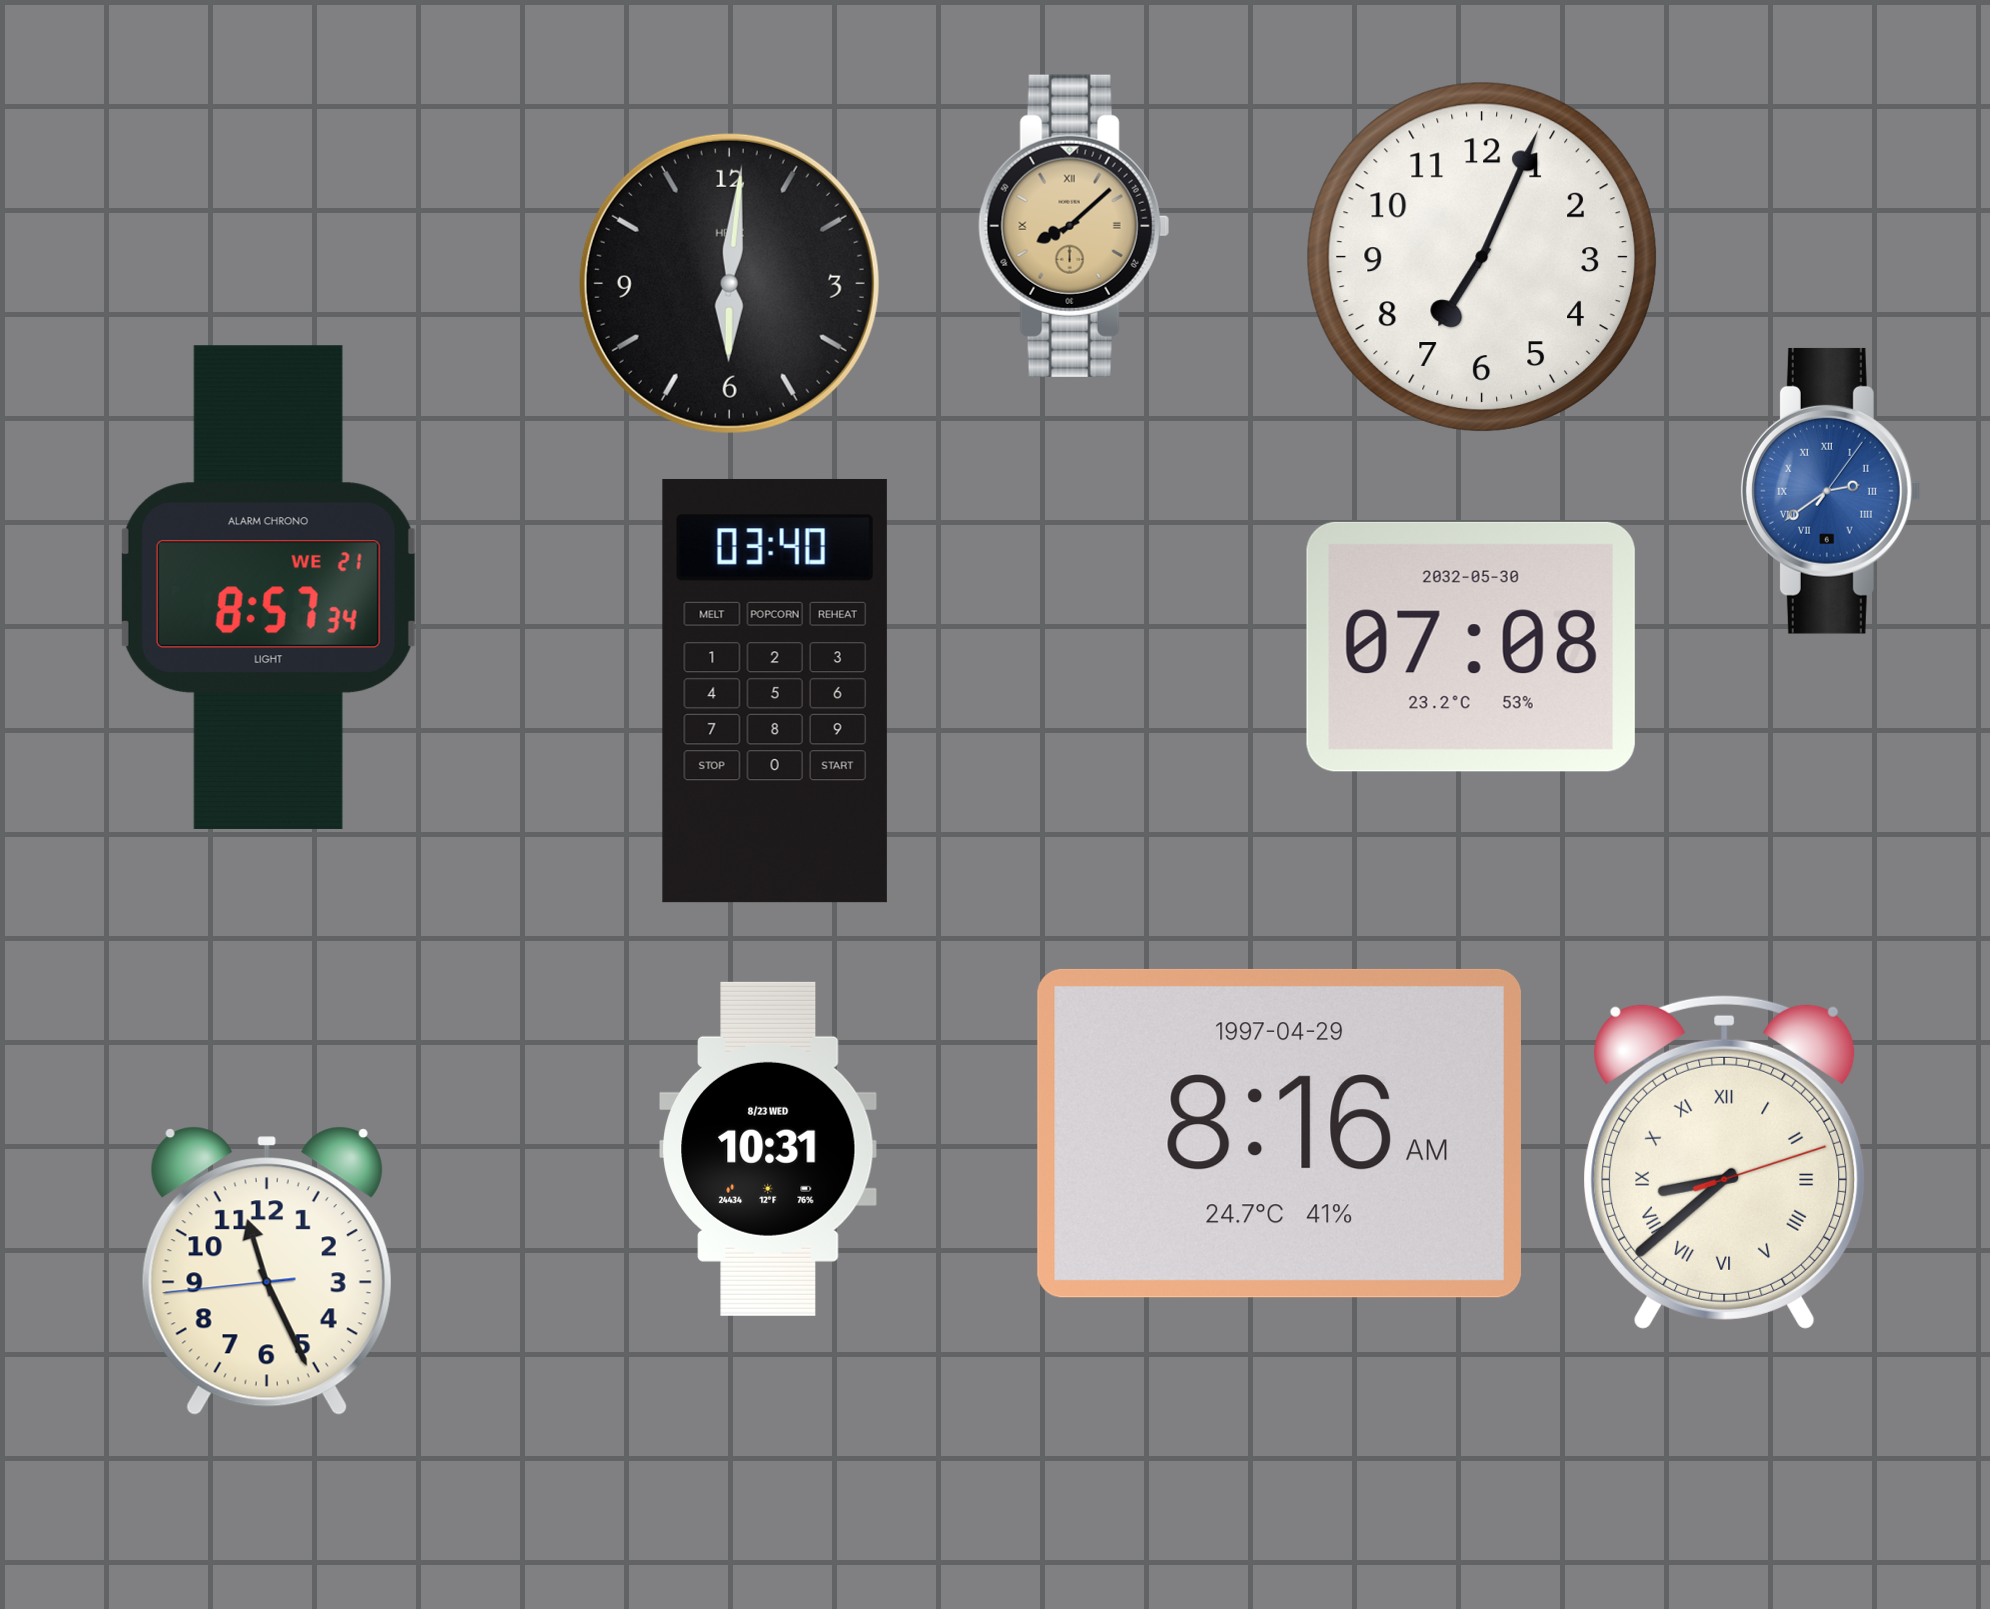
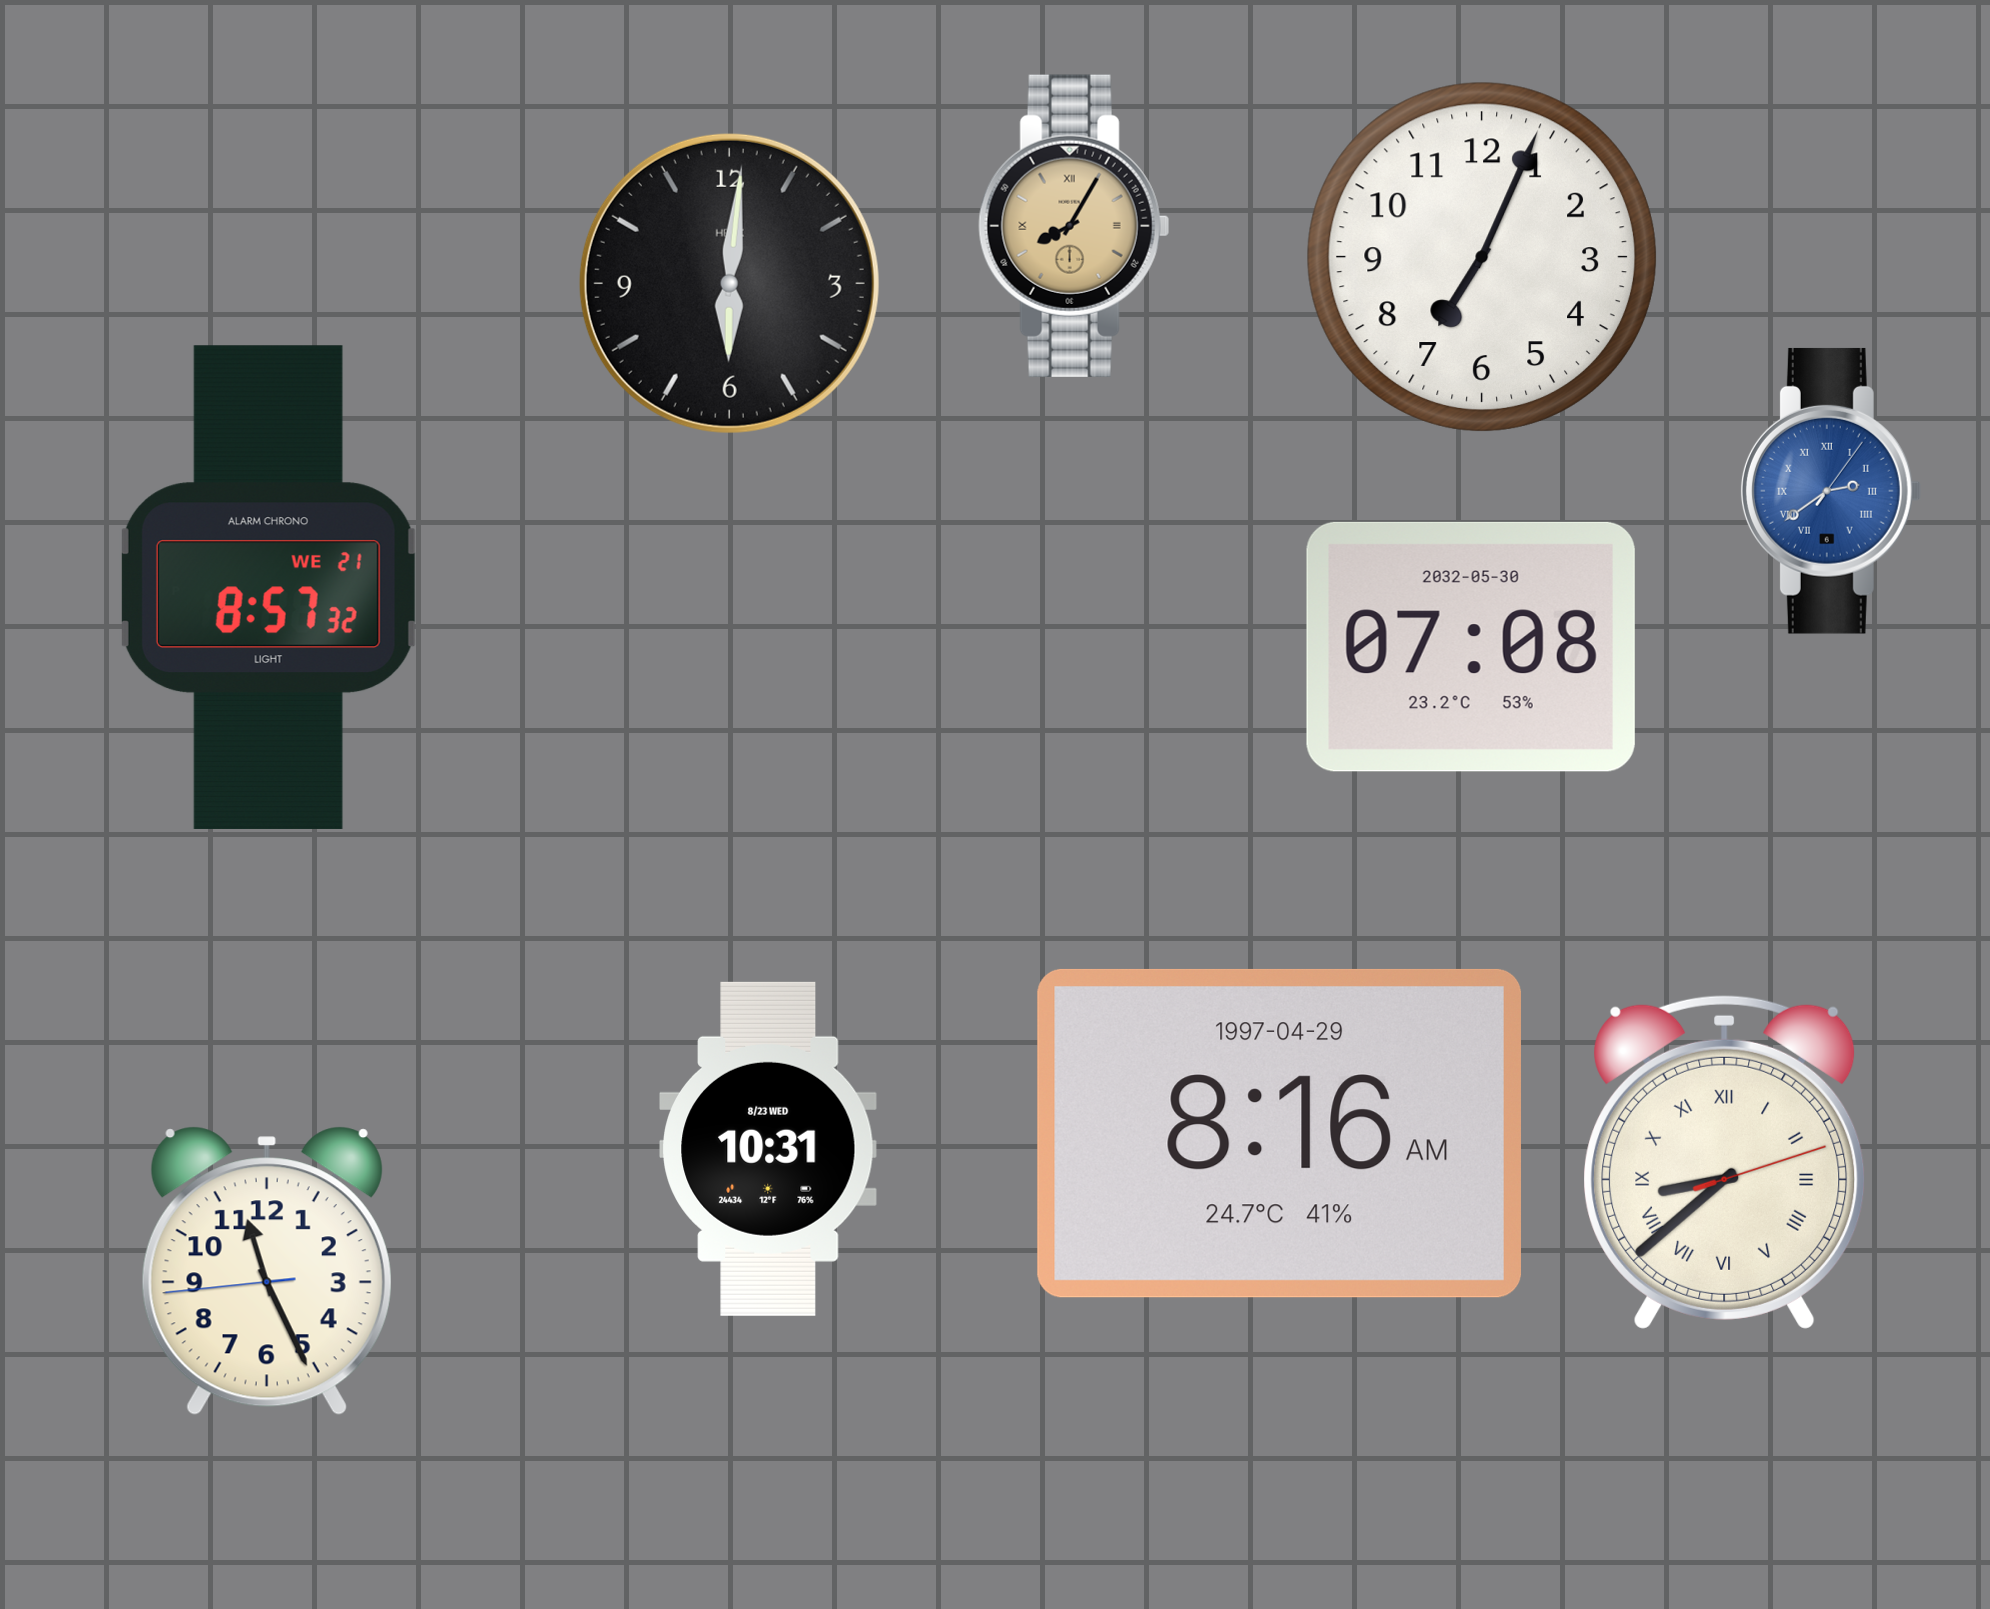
clock at (1074, 226): 8:08 -> 8:05
clock at (268, 587): 8:57:34 -> 8:57:32
clock at (775, 691): 03:40 -> none
